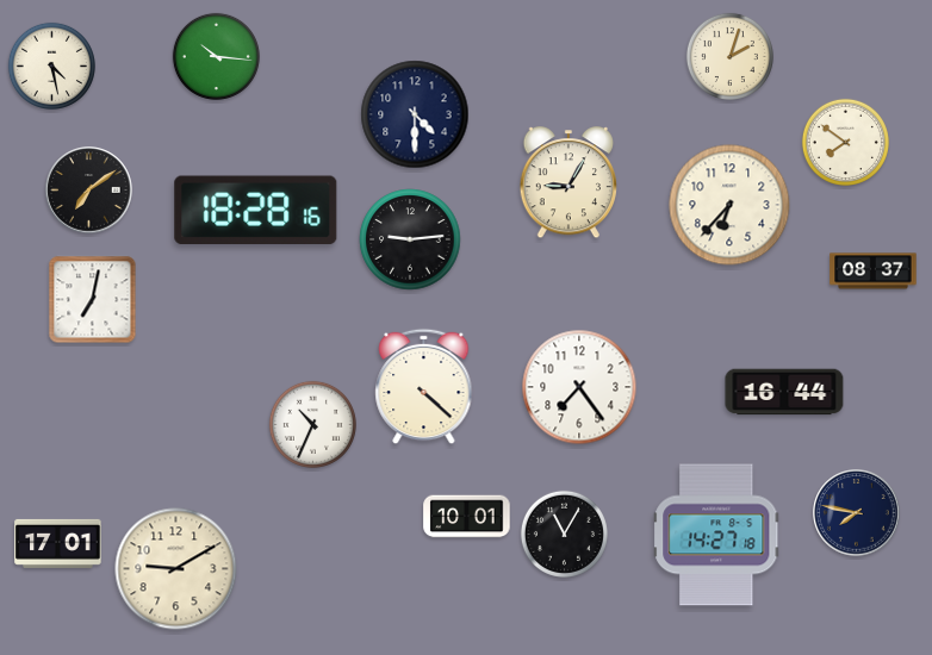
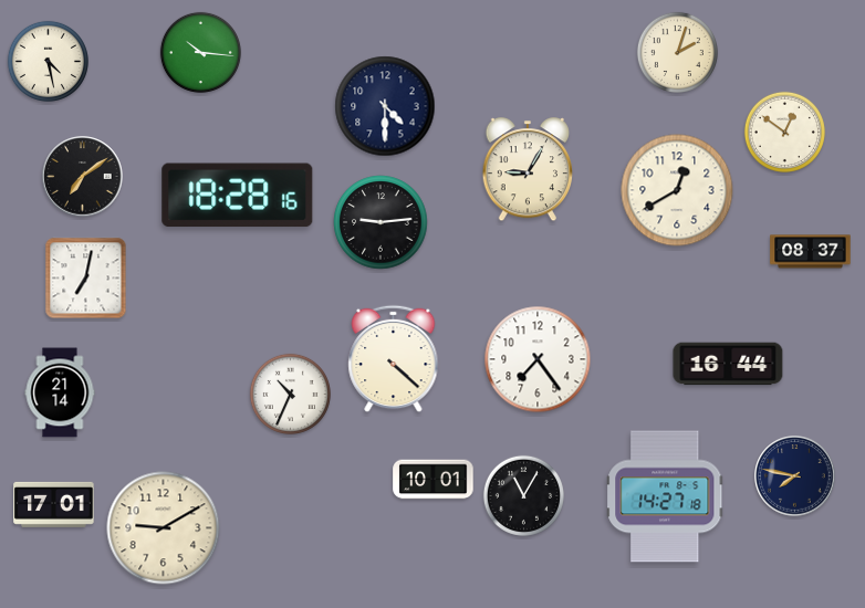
clock at (845, 142): 7:51 -> 12:51
clock at (729, 205): 6:37 -> 12:40
clock at (60, 392): none -> 21:14
